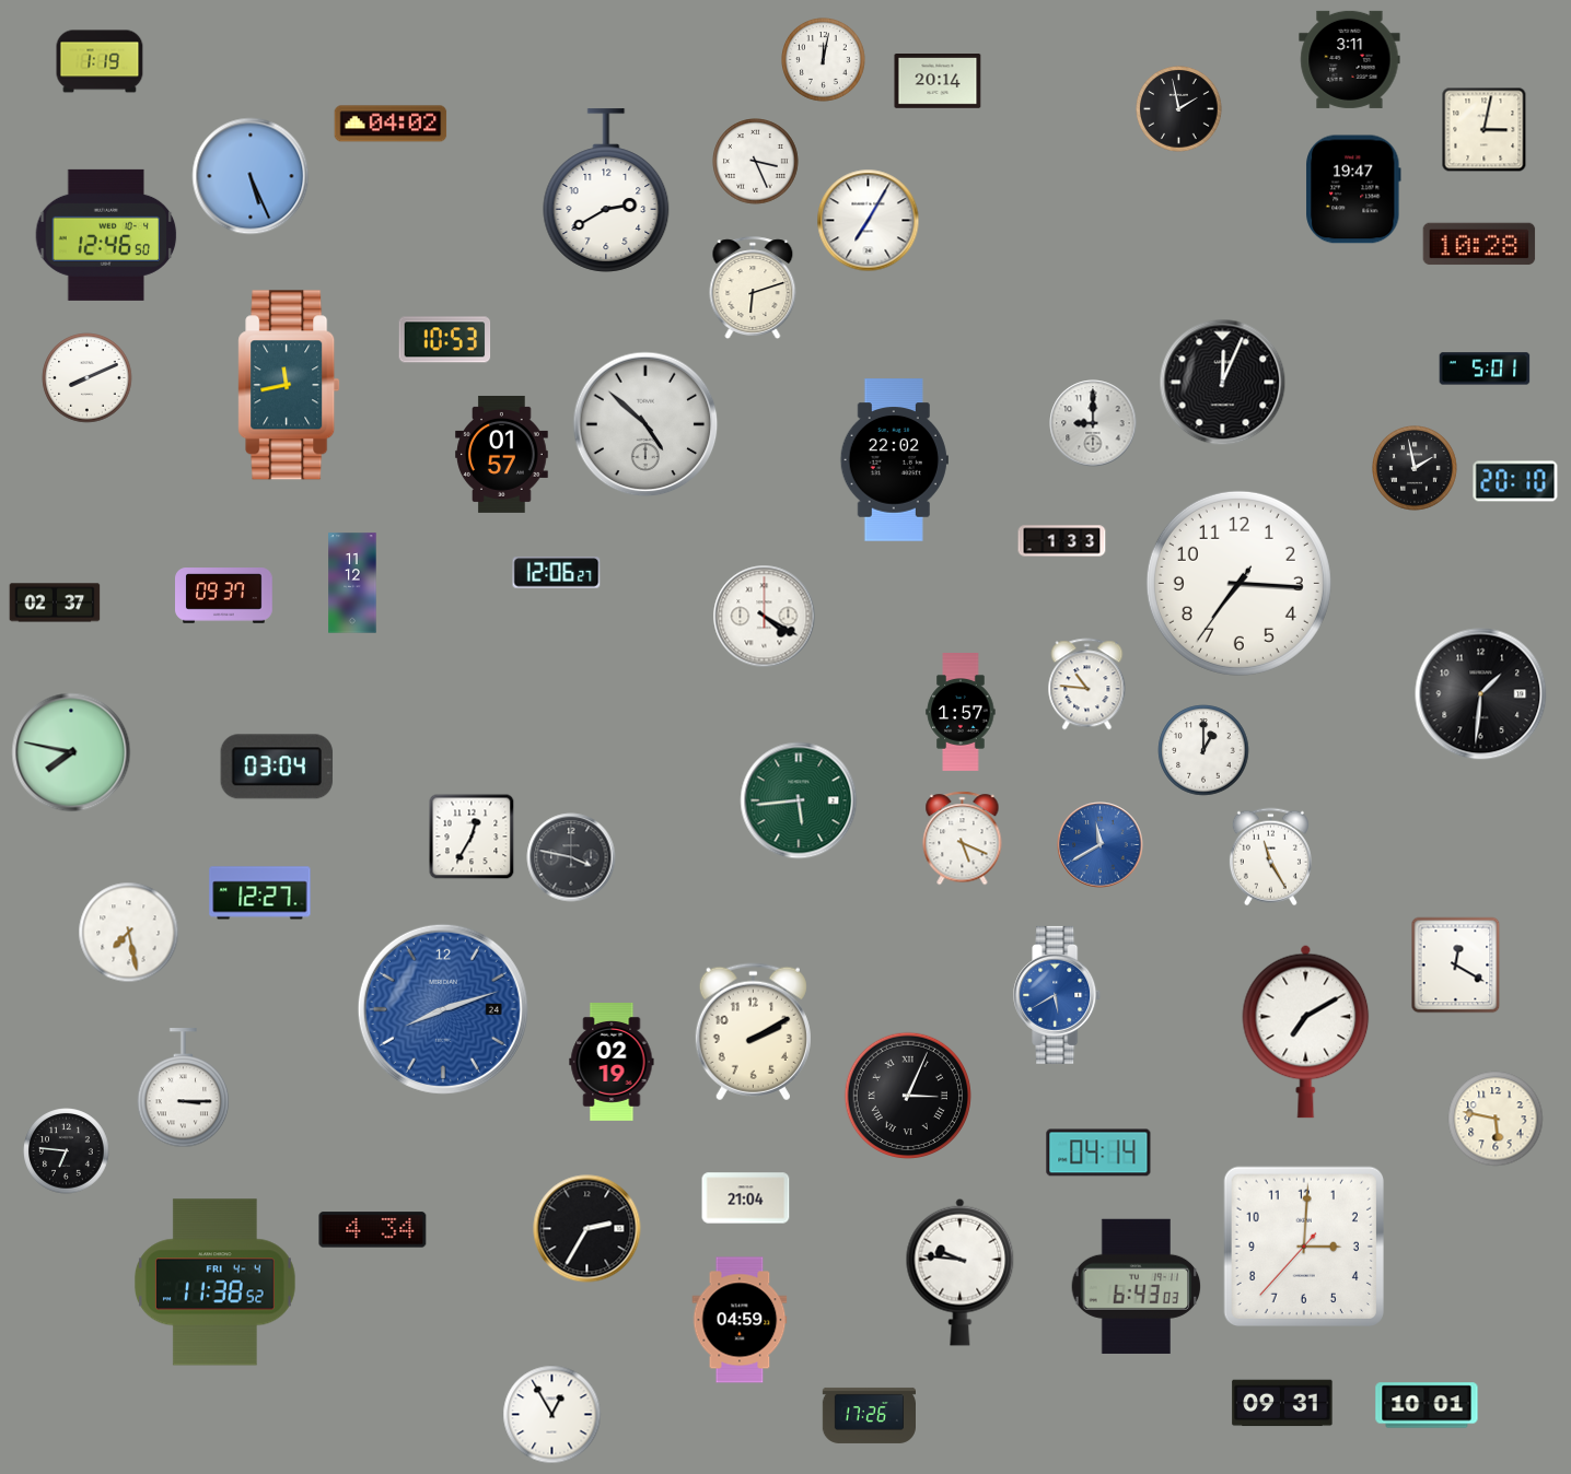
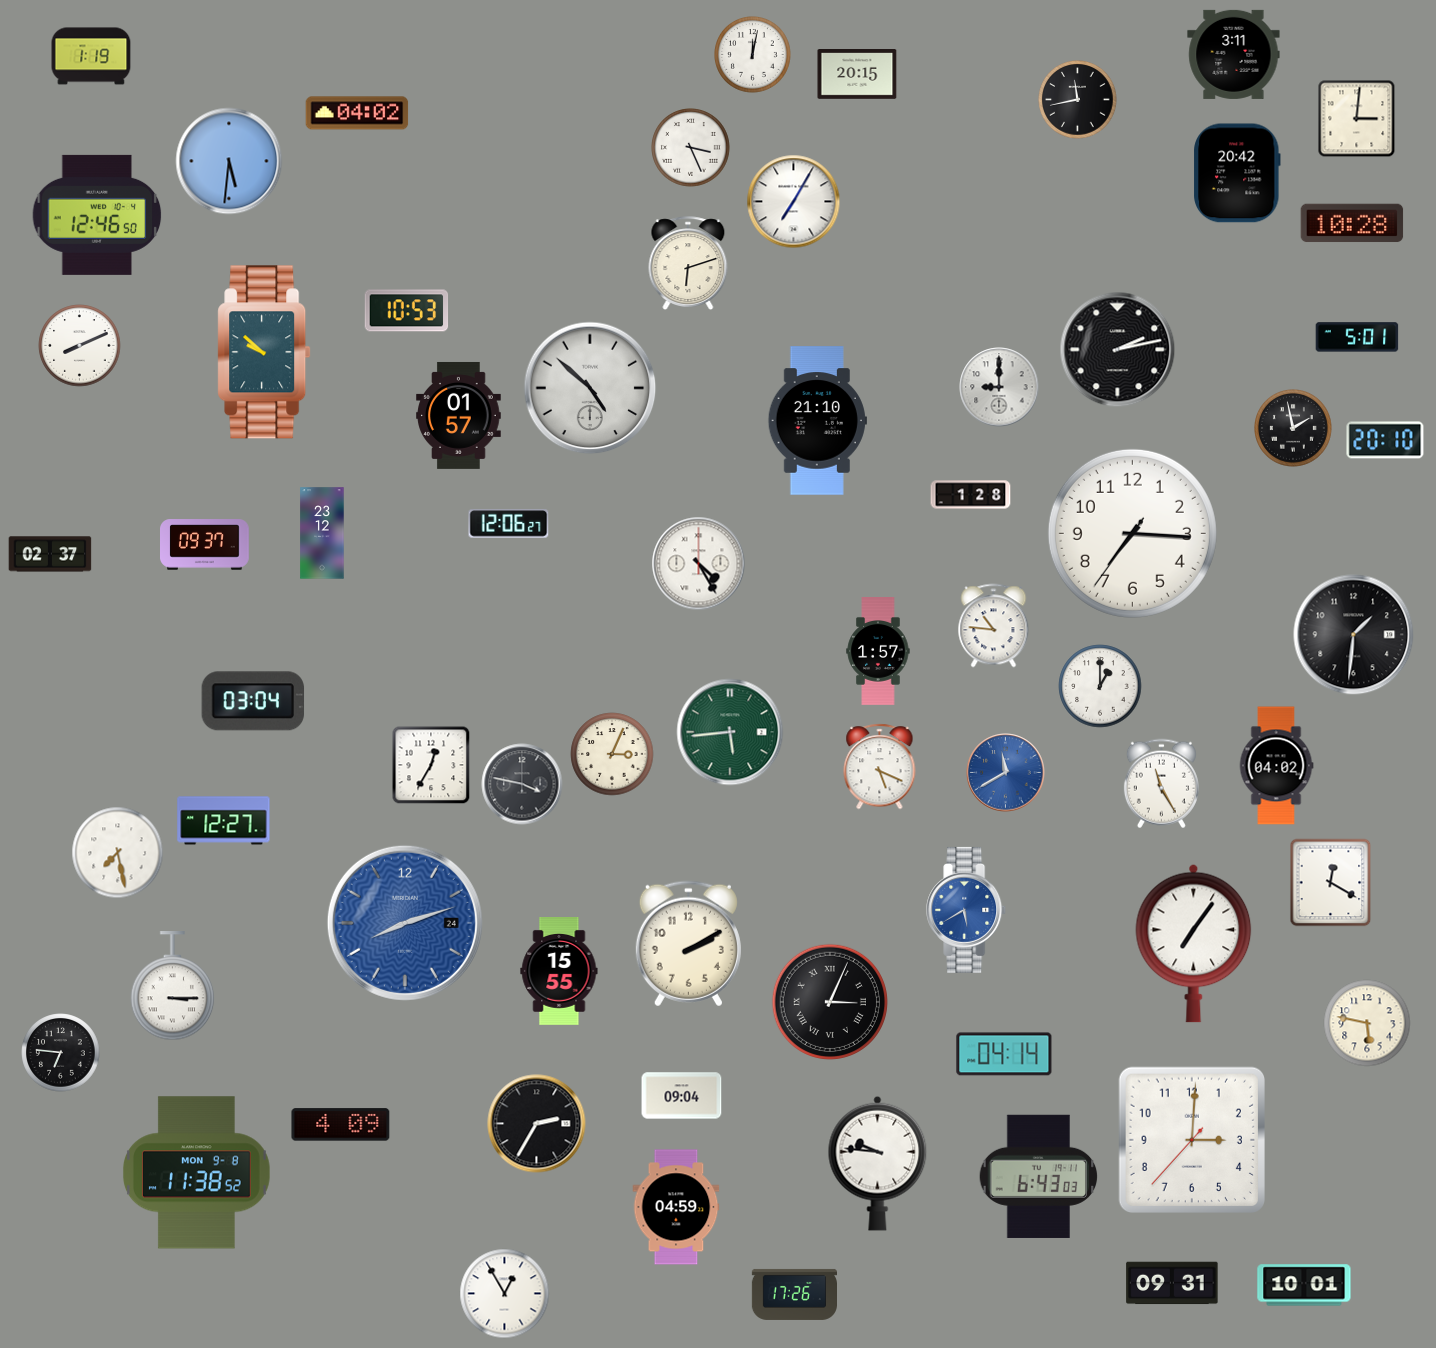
clock at (938, 82): 20:14 -> 20:15
clock at (1179, 109): 1:58 -> 11:43
clock at (1485, 130): 3:02 -> 3:01
clock at (251, 176): 5:26 -> 5:31
clock at (1354, 189): 19:47 -> 20:42
clock at (606, 190): 2:40 -> none
clock at (1223, 383): 12:04 -> 2:13
clock at (289, 385): 11:43 -> 9:52
clock at (894, 460): 22:02 -> 21:10
clock at (1062, 541): 1:33 -> 1:28
clock at (352, 583): 11:12 -> 23:12
clock at (55, 603) position: (55, 603) -> (50, 554)
clock at (765, 617): 4:20 -> 4:25
clock at (71, 752): 7:47 -> none
clock at (612, 754): none -> 3:04
clock at (1276, 766): none -> 04:02
clock at (260, 893) position: (260, 893) -> (224, 821)
clock at (1306, 1031): 7:10 -> 7:06
clock at (612, 1063): 02:19 -> 15:55
clock at (184, 1088) position: (184, 1088) -> (173, 986)
clock at (746, 1198): 21:04 -> 09:04
clock at (373, 1230): 4:34 -> 4:09
clock at (214, 1283) date: FRI 4-4 -> MON 9-8
